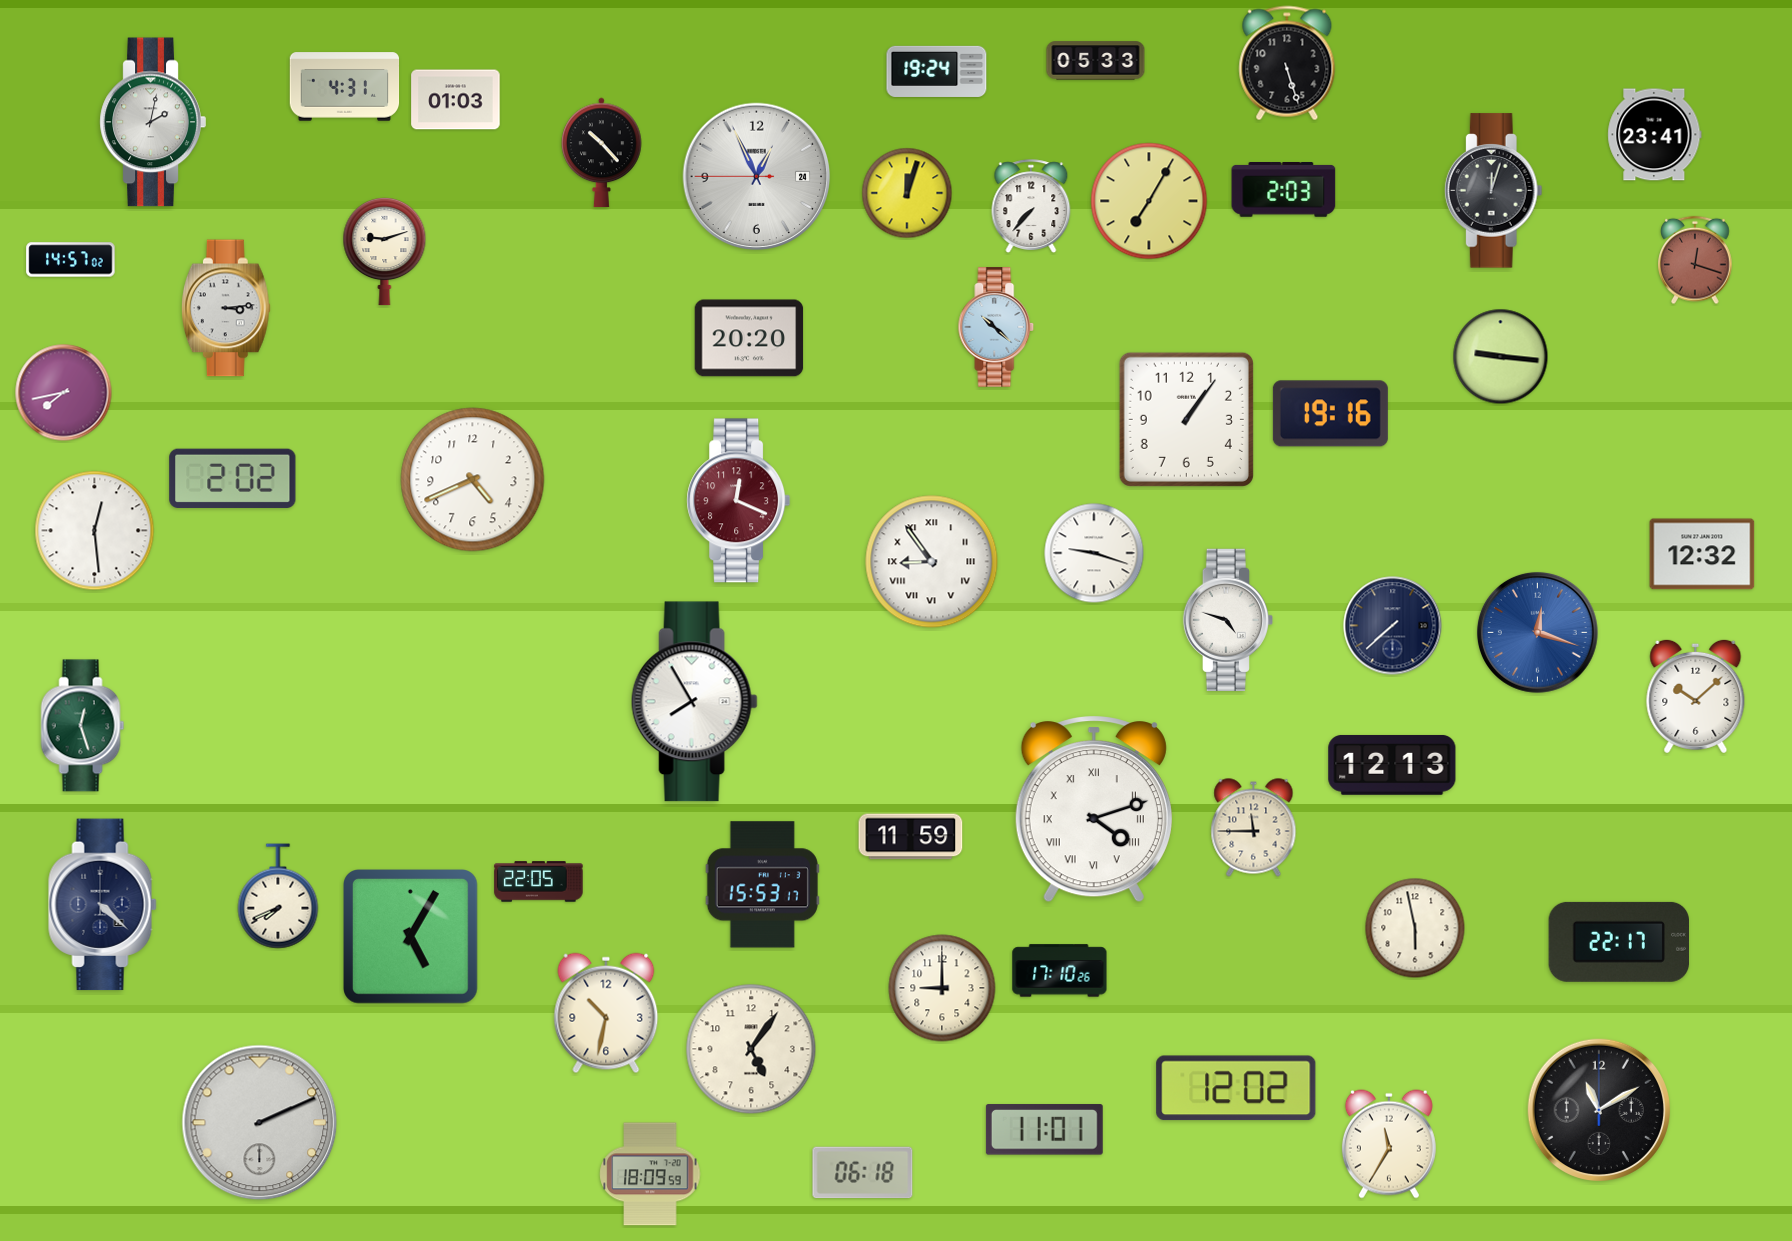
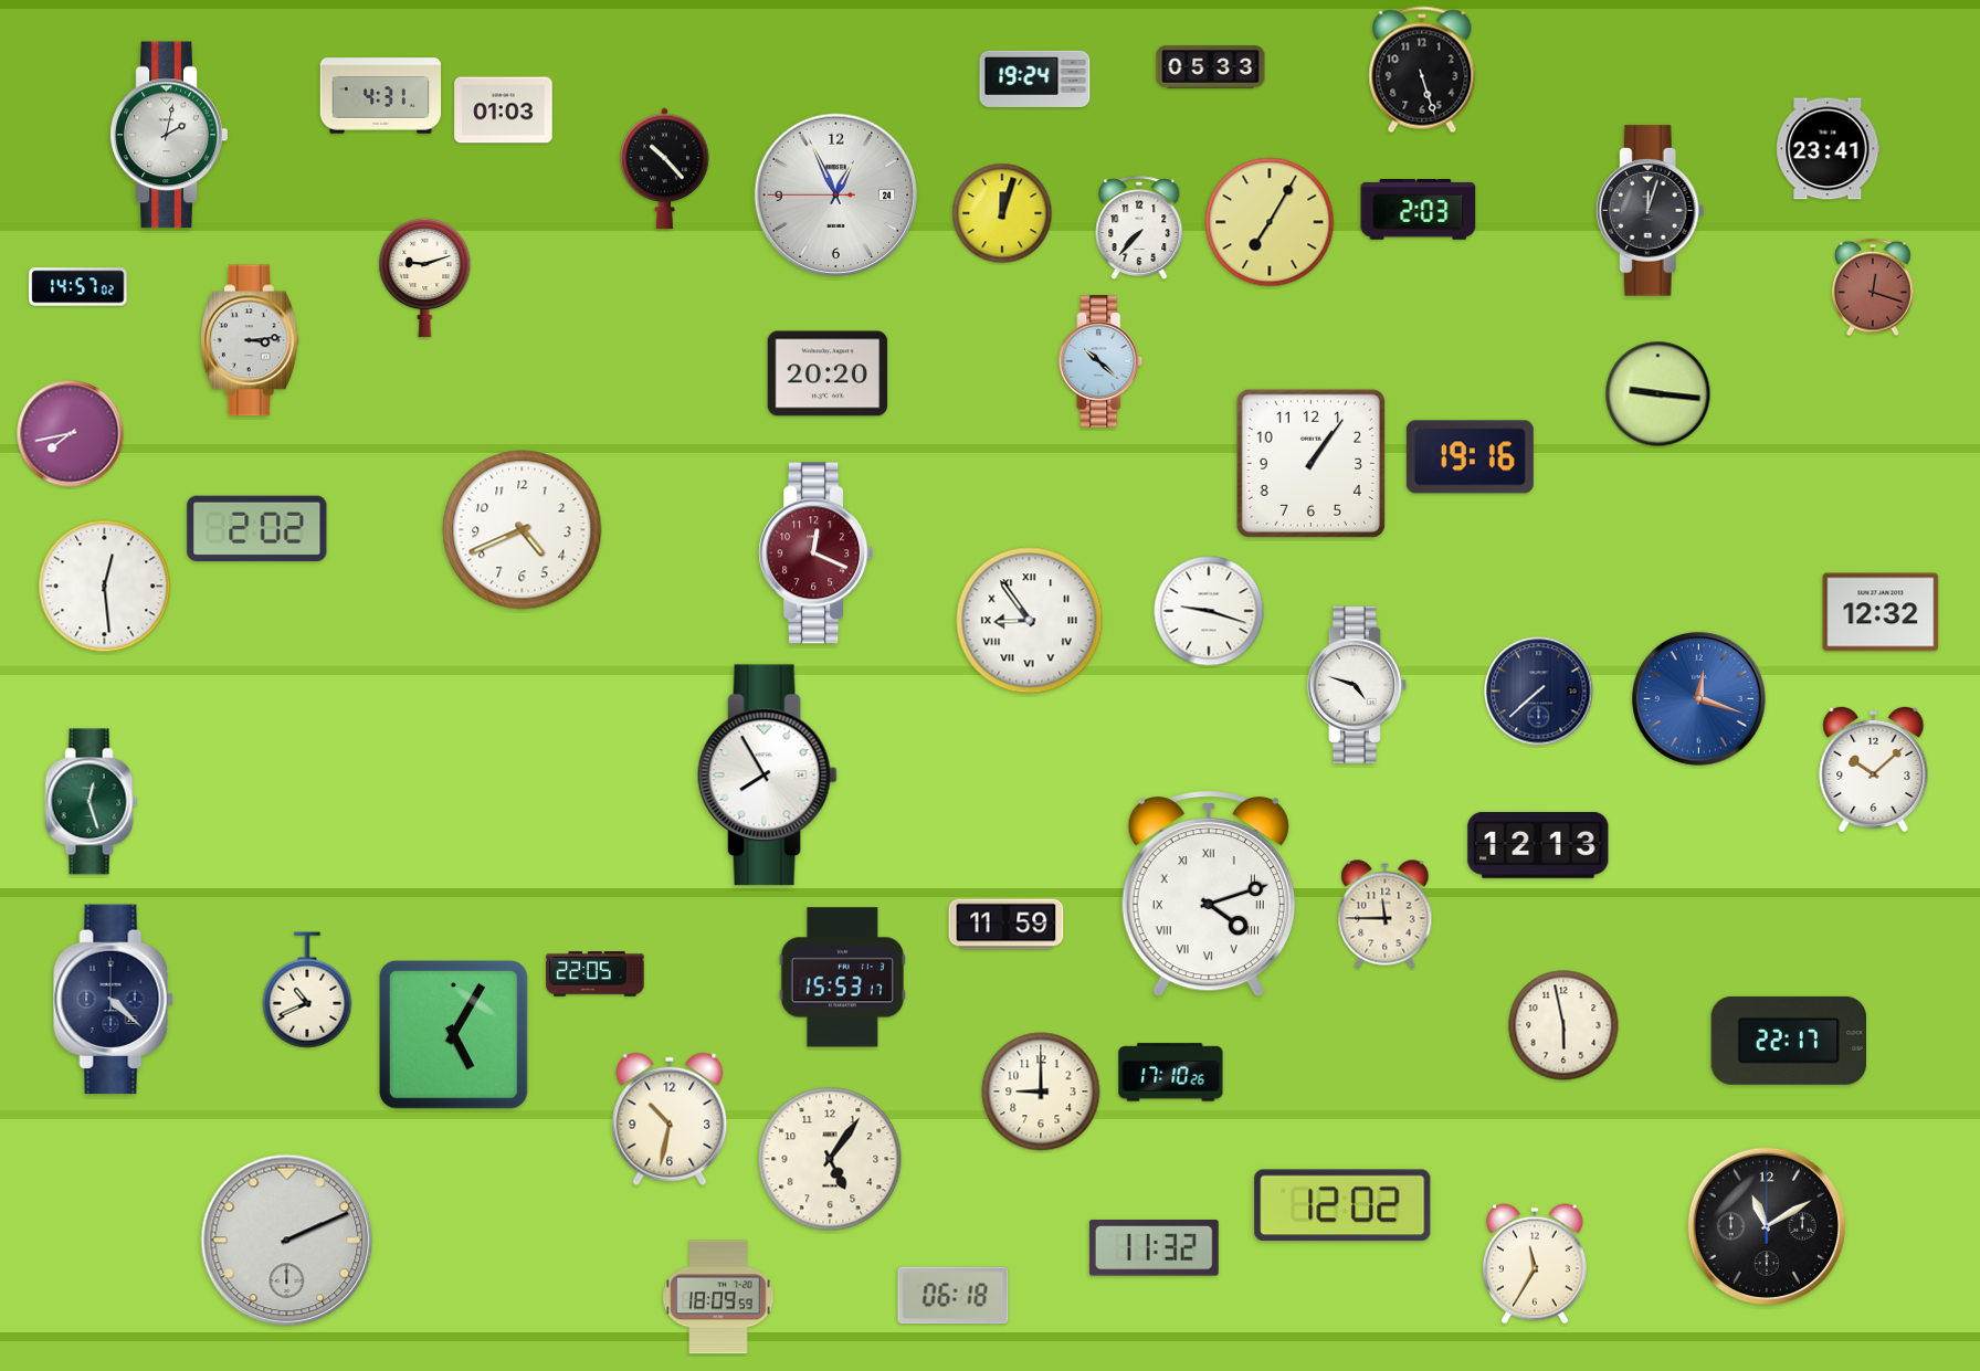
clock at (278, 896): 7:41 -> 10:41
clock at (1236, 1088) position: (1236, 1088) -> (1342, 1205)
clock at (1044, 1130): 11:01 -> 11:32
